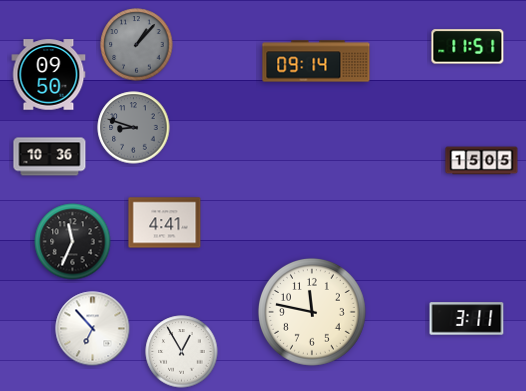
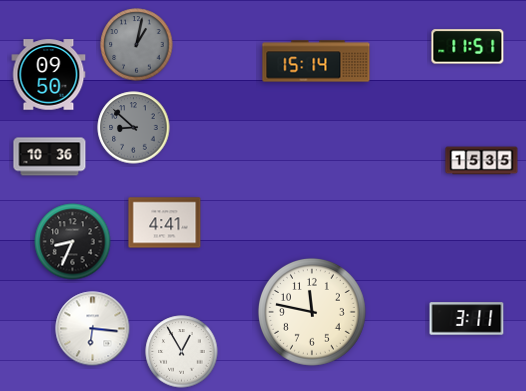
clock at (137, 45): 1:07 -> 1:02
clock at (316, 61): 09:14 -> 15:14
clock at (134, 128): 8:48 -> 8:52
clock at (482, 161): 15:05 -> 15:35
clock at (73, 242): 11:34 -> 8:34
clock at (93, 329): 6:53 -> 6:16
